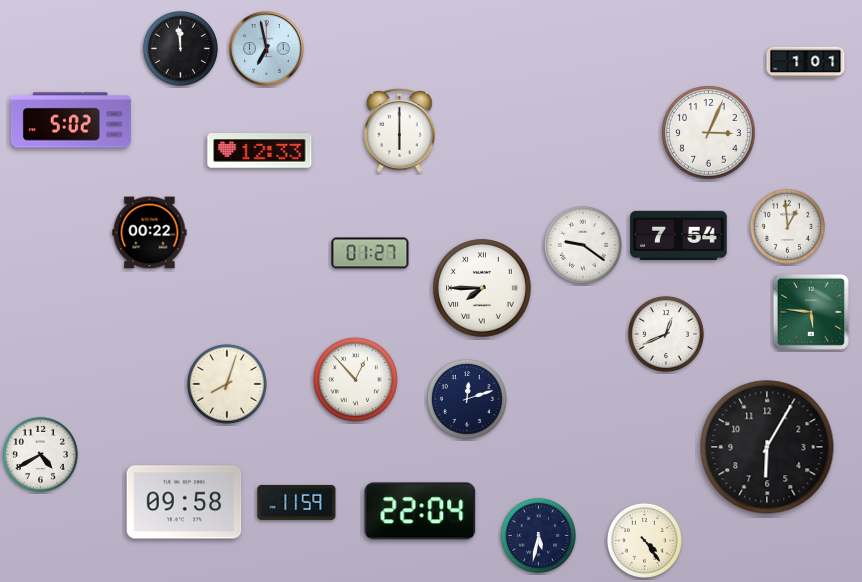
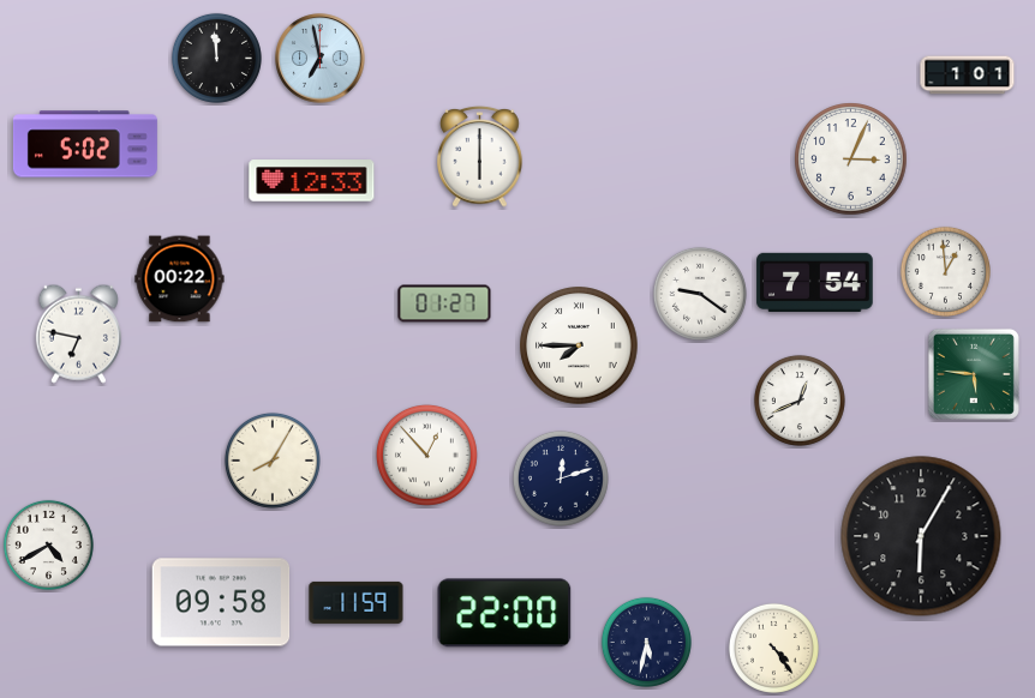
clock at (78, 333): none -> 6:47
clock at (227, 384): 8:03 -> 8:05
clock at (420, 511): 22:04 -> 22:00
